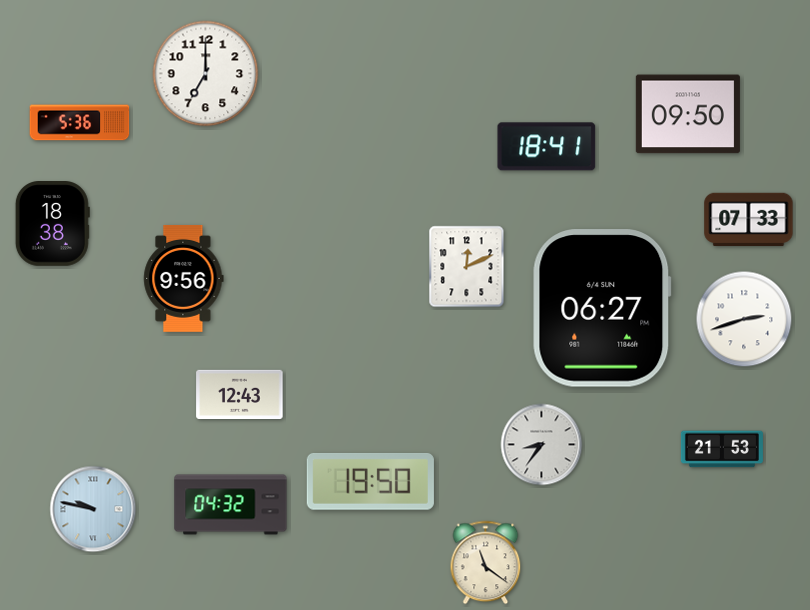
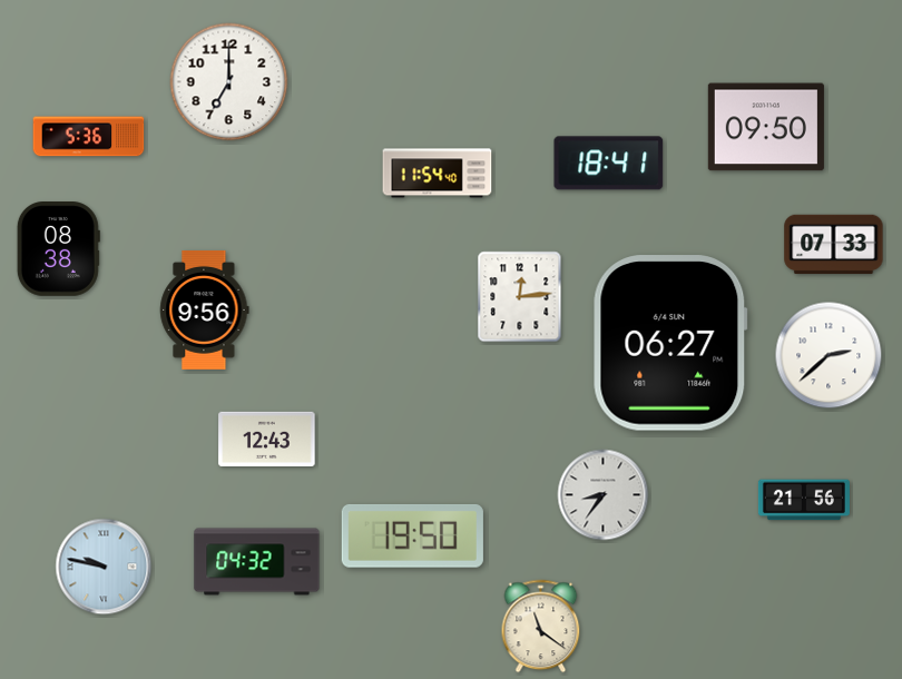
clock at (438, 174): none -> 11:54
clock at (52, 224): 18:38 -> 08:38
clock at (467, 267): 12:11 -> 12:14
clock at (744, 319): 2:42 -> 2:38
clock at (722, 449): 21:53 -> 21:56
